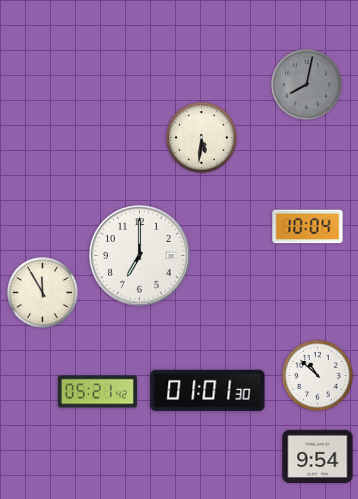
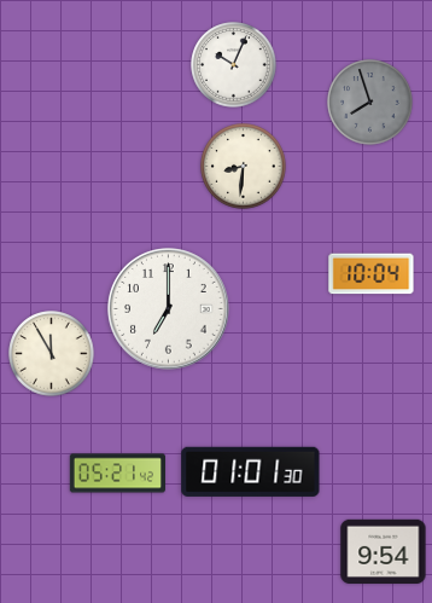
clock at (234, 65): none -> 10:04
clock at (307, 85): 8:02 -> 7:57
clock at (202, 138): 5:31 -> 8:31
clock at (318, 376): 10:52 -> none
